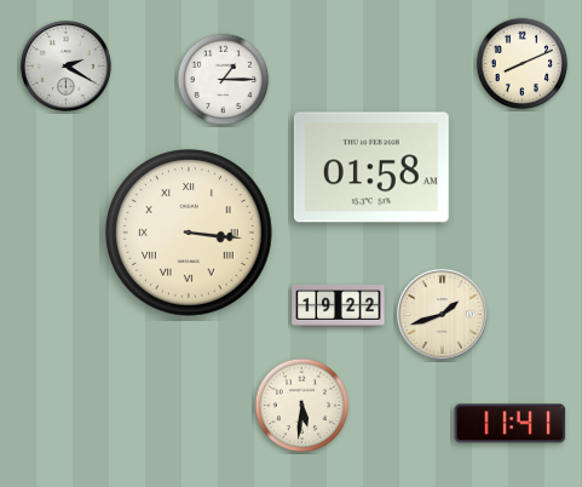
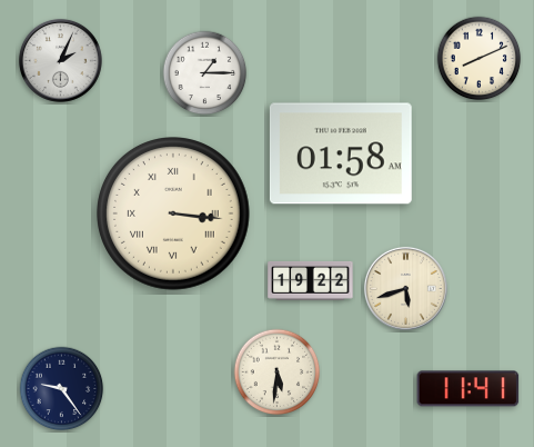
clock at (65, 65): 2:20 -> 2:04
clock at (442, 314): 1:42 -> 5:42
clock at (62, 389): none -> 9:24
